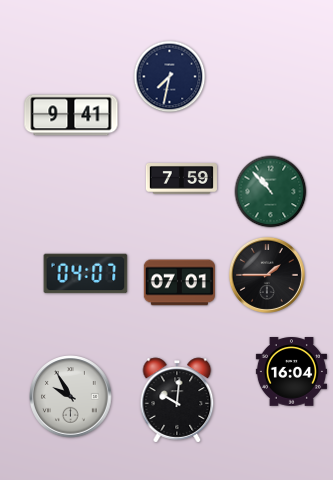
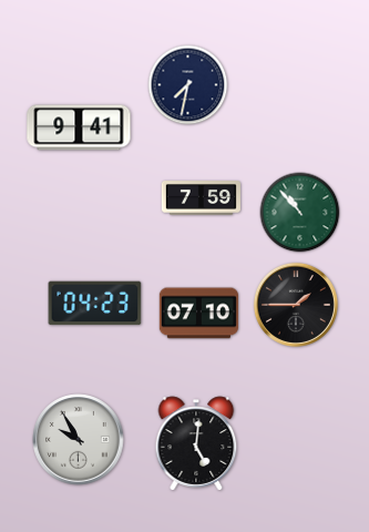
clock at (86, 274): 04:07 -> 04:23
clock at (179, 283): 07:01 -> 07:10
clock at (291, 372): 16:04 -> none
clock at (177, 400): 10:01 -> 5:01
